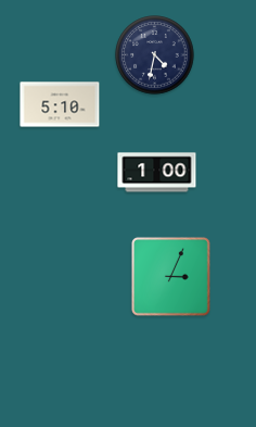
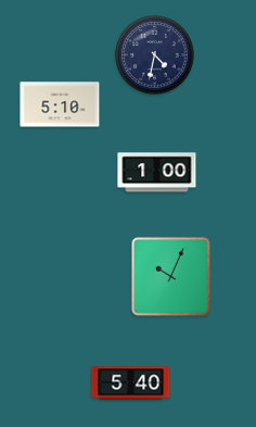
clock at (171, 277): 3:04 -> 10:04
clock at (131, 384): none -> 5:40
